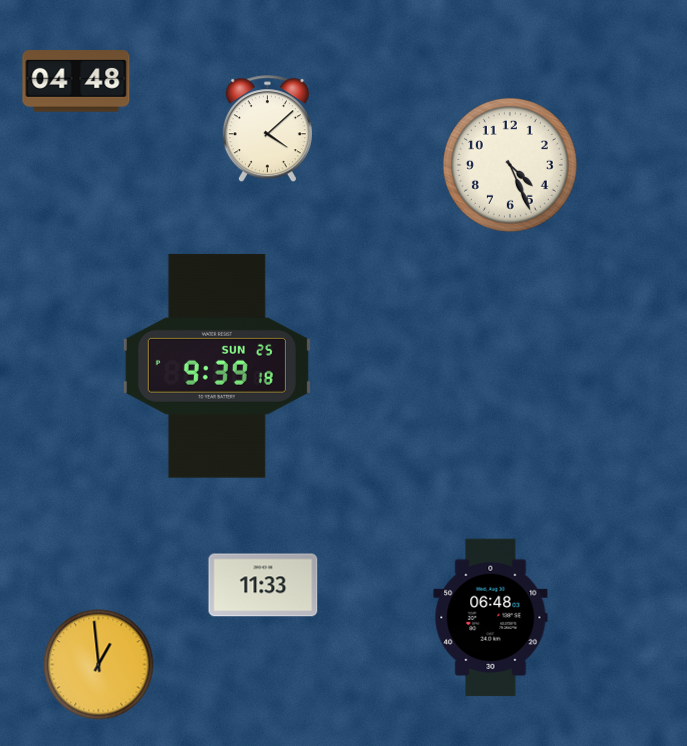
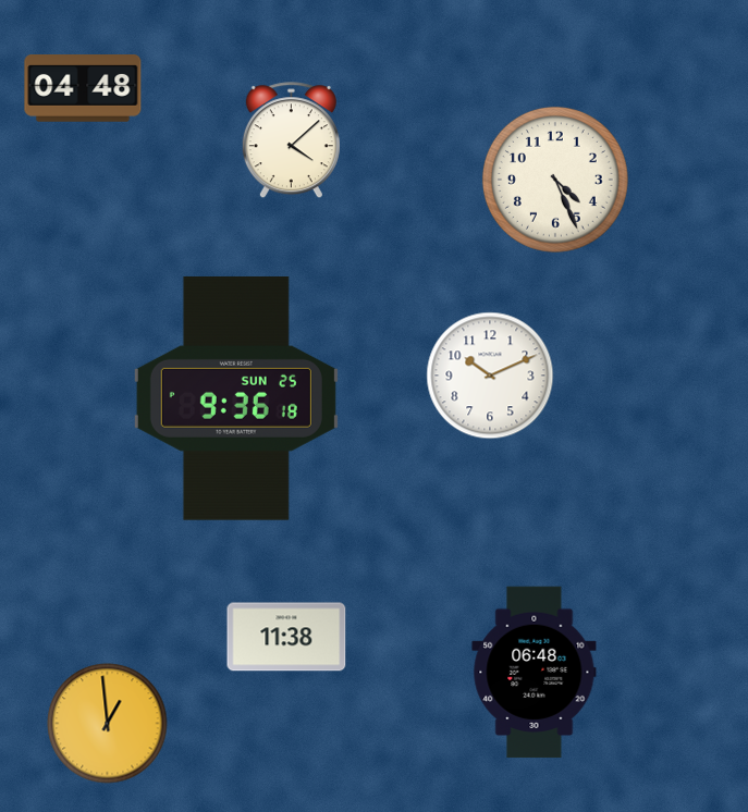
clock at (490, 376): none -> 10:11
clock at (217, 366): 9:39 -> 9:36
clock at (263, 585): 11:33 -> 11:38
